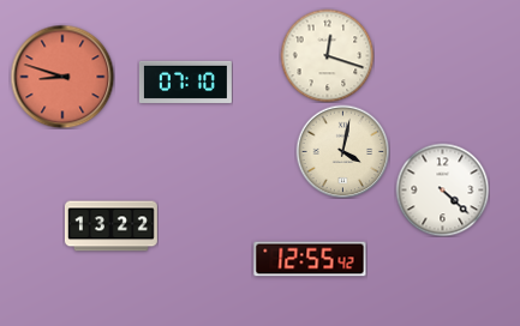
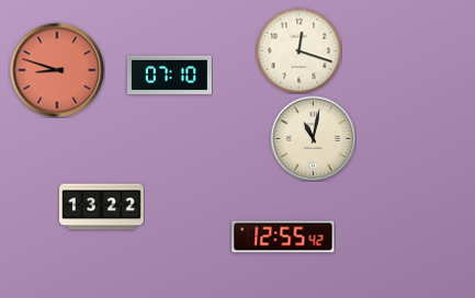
clock at (342, 151): 4:02 -> 11:02
clock at (442, 189): 4:22 -> none
